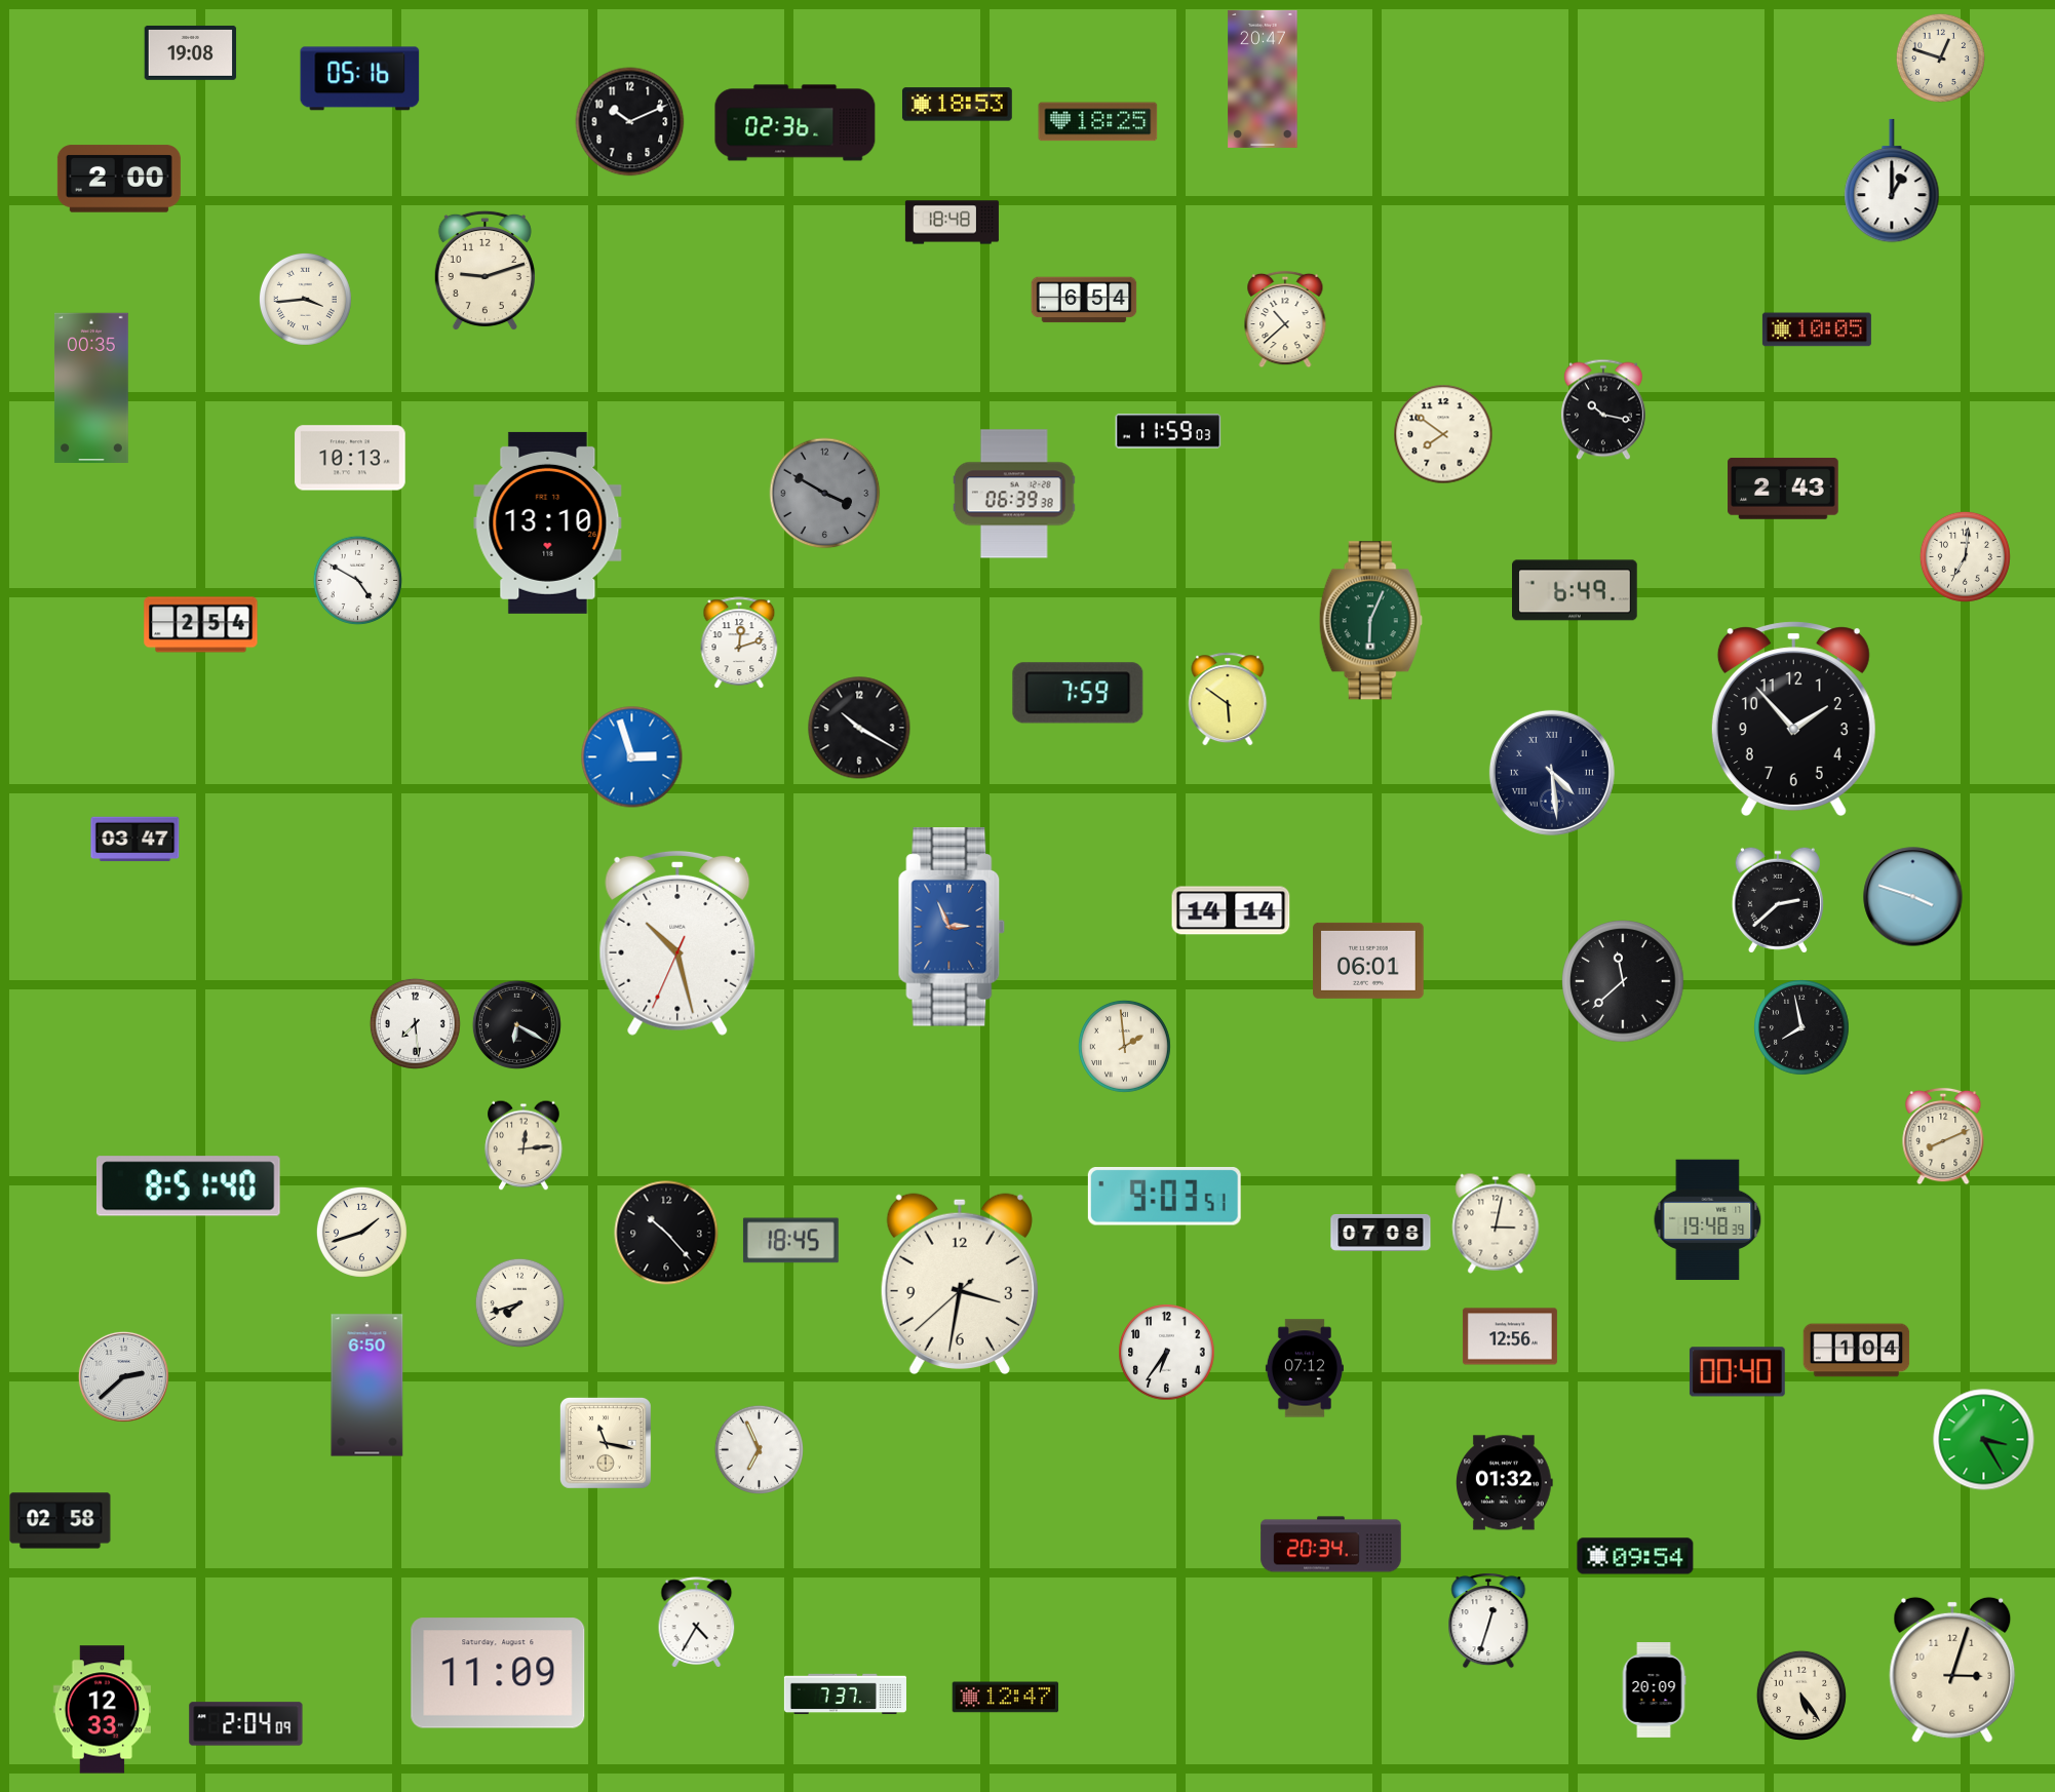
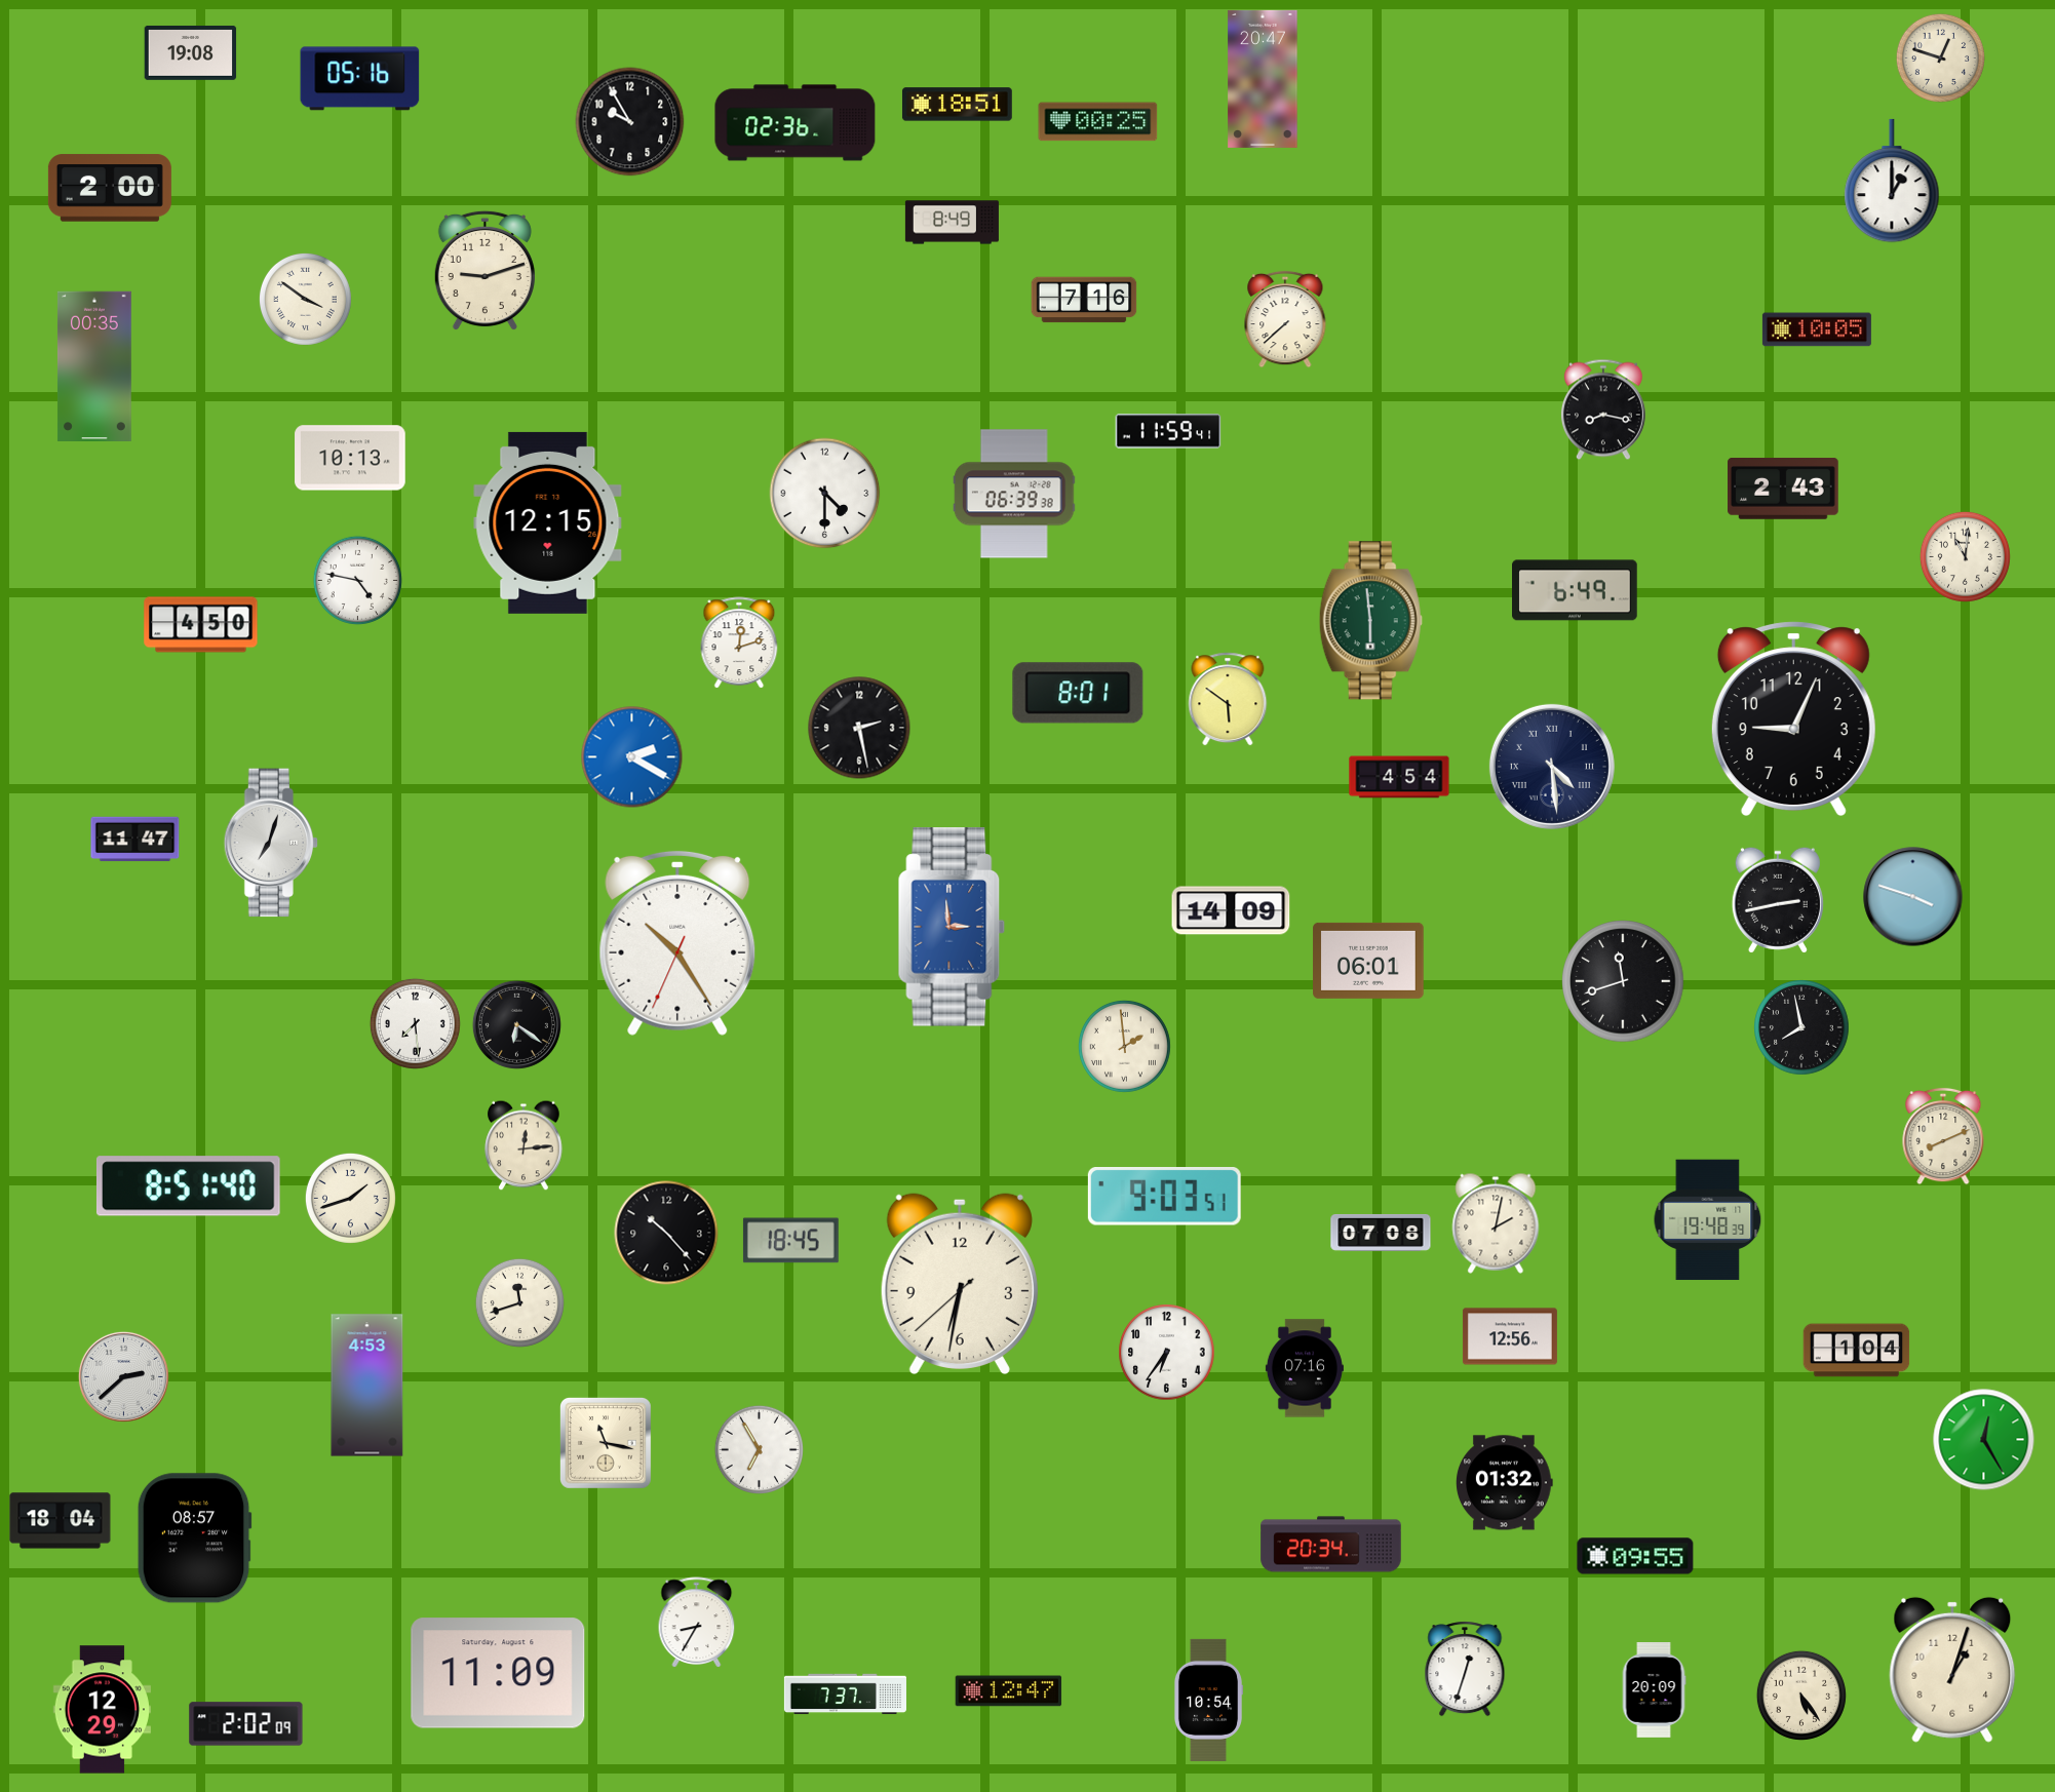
clock at (957, 105): 18:53 -> 18:51
clock at (630, 122): 10:11 -> 9:55
clock at (1098, 122): 18:25 -> 00:25
clock at (119, 179) position: (119, 179) -> (110, 188)
clock at (952, 223): 18:48 -> 8:49
clock at (305, 299): 3:44 -> 3:51
clock at (1084, 300): 6:54 -> 7:16
clock at (1285, 319): 10:38 -> 7:38
clock at (91, 387) position: (91, 387) -> (94, 365)
clock at (1603, 410): 10:17 -> 8:17
clock at (1168, 431): 11:59:03 -> 11:59:41
clock at (1443, 434): 7:51 -> none
clock at (825, 494): 3:50 -> 4:30
clock at (825, 494) dial: grey -> white
clock at (548, 522): 13:10 -> 12:15
clock at (1965, 556): 7:01 -> 11:01
clock at (357, 580): 4:50 -> 4:47
clock at (1370, 621): 6:04 -> 5:59
clock at (201, 625): 2:54 -> 4:50
clock at (1078, 693): 7:59 -> 8:01
clock at (1793, 718): 1:53 -> 9:04
clock at (859, 728): 10:20 -> 2:28
clock at (632, 757): 2:57 -> 2:20
clock at (1552, 773) position: (1552, 773) -> (1552, 767)
clock at (1399, 777): none -> 4:54
clock at (135, 840): 03:47 -> 11:47
clock at (271, 843): none -> 7:03
clock at (1778, 900): 2:38 -> 2:43
clock at (1231, 910): 14:14 -> 14:09
clock at (952, 927): 2:56 -> 2:59
clock at (677, 943): 10:27 -> 10:24
clock at (1623, 981): 11:38 -> 11:42
clock at (516, 1024): 6:20 -> 6:21
clock at (1496, 1223): 3:02 -> 2:02
clock at (361, 1232) position: (361, 1232) -> (350, 1198)
clock at (960, 1283): 3:31 -> 6:31
clock at (519, 1302): 7:42 -> 11:42
clock at (1305, 1368): 07:12 -> 07:16
clock at (1737, 1372): 00:40 -> none
clock at (367, 1386): 6:50 -> 4:53
clock at (1984, 1440): 3:25 -> 12:25
clock at (759, 1449): 6:56 -> 6:55
clock at (61, 1521): 02:58 -> 18:04
clock at (194, 1538): none -> 08:57
clock at (1635, 1556): 09:54 -> 09:55
clock at (1488, 1621) position: (1488, 1621) -> (1465, 1669)
clock at (697, 1622): 4:35 -> 8:35
clock at (1952, 1670): 3:03 -> 1:03
clock at (1006, 1698) position: (1006, 1698) -> (1009, 1691)
clock at (1207, 1700): none -> 10:54
clock at (102, 1710): 12:33 -> 12:29
clock at (246, 1724): 2:04 -> 2:02
